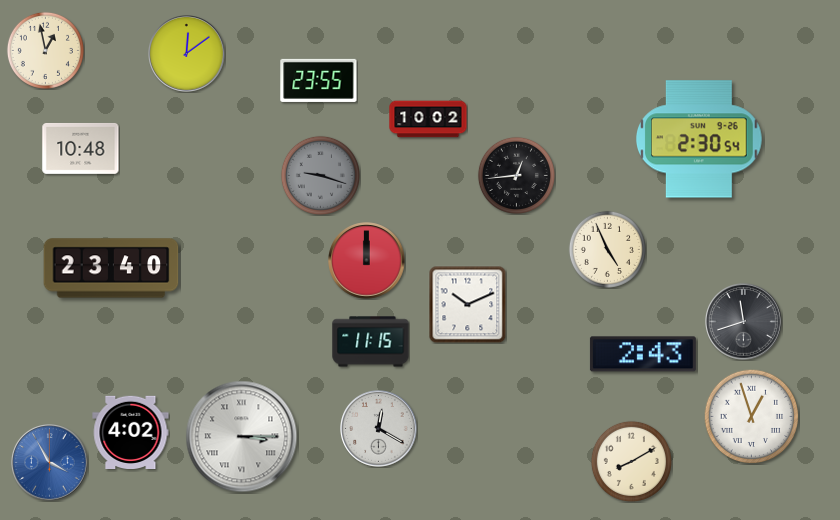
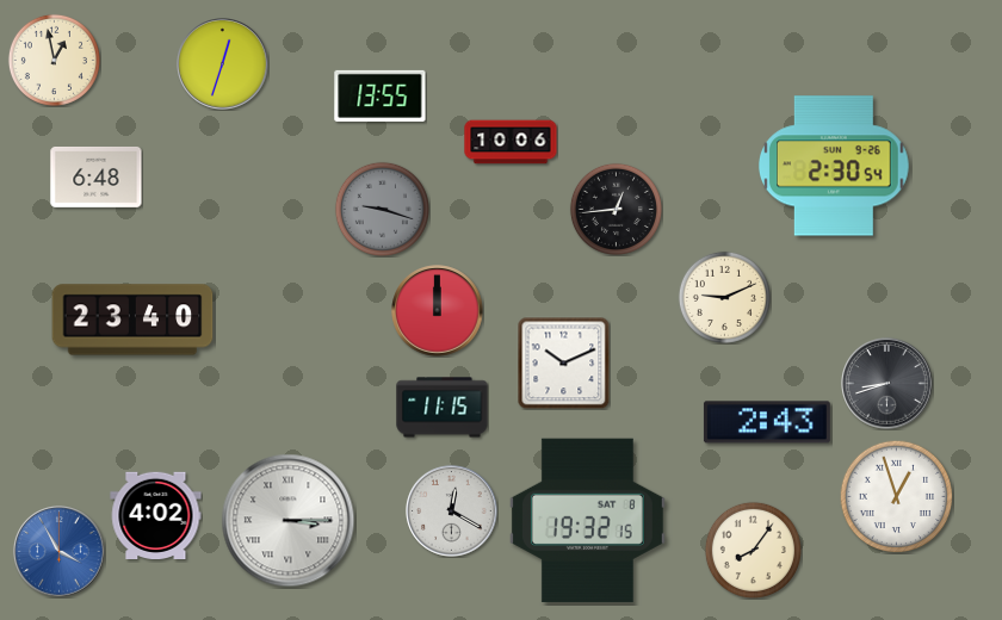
clock at (187, 54): 12:09 -> 12:33
clock at (319, 80): 23:55 -> 13:55
clock at (428, 119): 10:02 -> 10:06
clock at (81, 148): 10:48 -> 6:48
clock at (607, 249): 4:56 -> 9:11
clock at (467, 304) position: (467, 304) -> (563, 362)
clock at (744, 322): 11:42 -> 8:42
clock at (587, 521): none -> 19:32
clock at (631, 461): 8:10 -> 8:06
